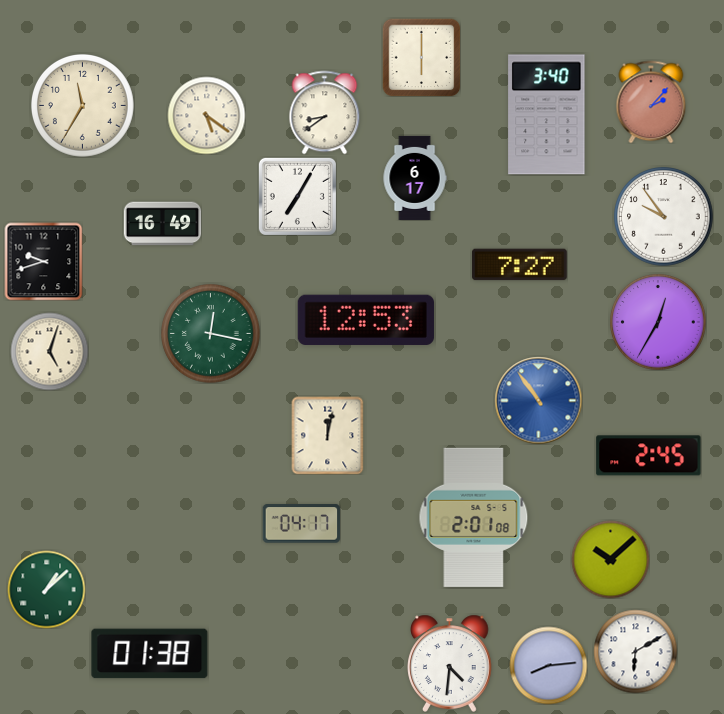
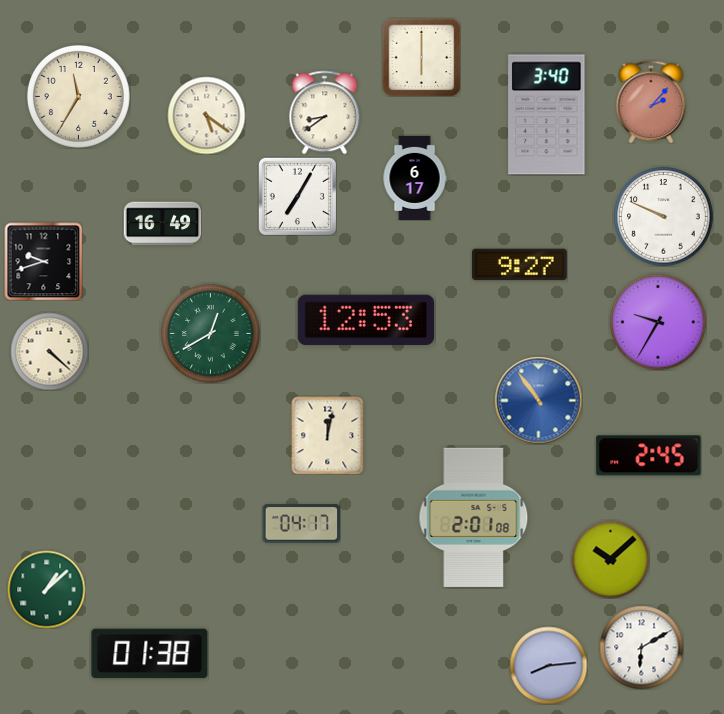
clock at (83, 106) position: (83, 106) -> (79, 97)
clock at (664, 217): 9:54 -> 9:49
clock at (520, 265): 7:27 -> 9:27
clock at (658, 322): 12:35 -> 9:35
clock at (211, 334): 12:17 -> 12:40
clock at (49, 351): 5:03 -> 4:22
clock at (635, 651) position: (635, 651) -> (641, 647)
clock at (450, 663): 4:31 -> none
